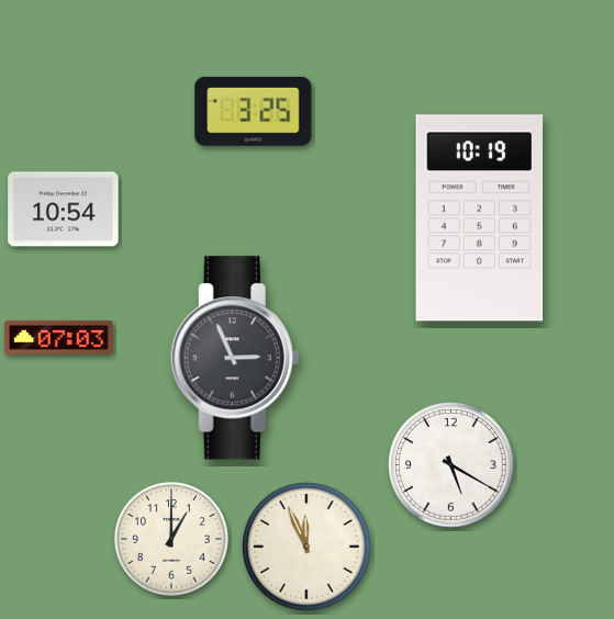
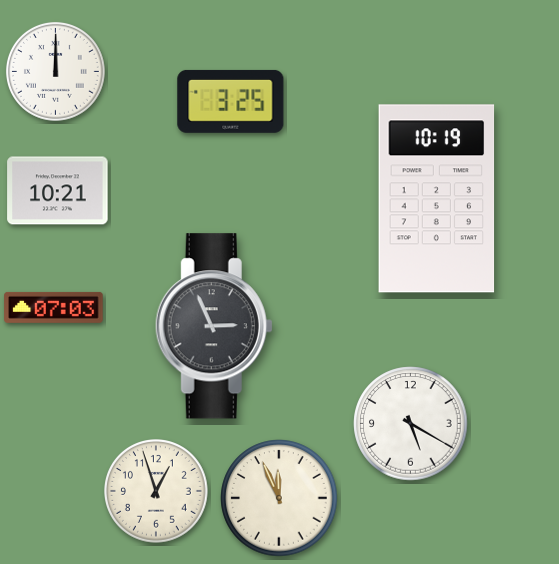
clock at (55, 71): none -> 12:00
clock at (64, 210): 10:54 -> 10:21
clock at (172, 540): 1:00 -> 12:57
